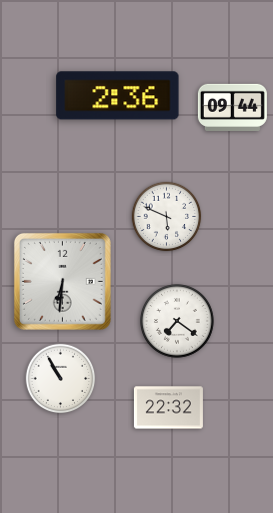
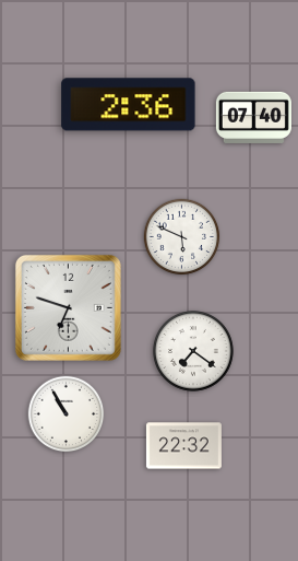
clock at (232, 107): 09:44 -> 07:40
clock at (62, 281): 6:31 -> 6:48
